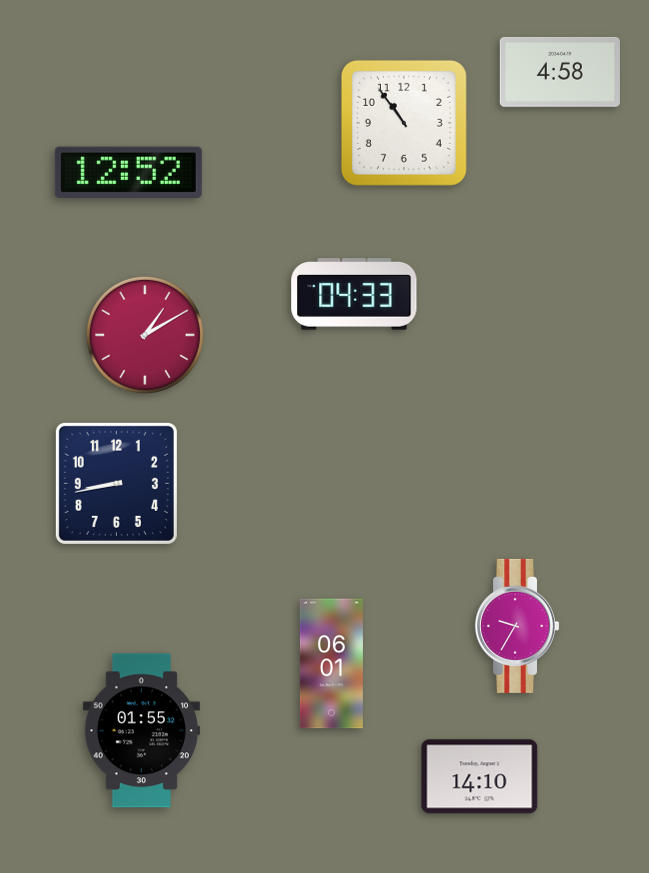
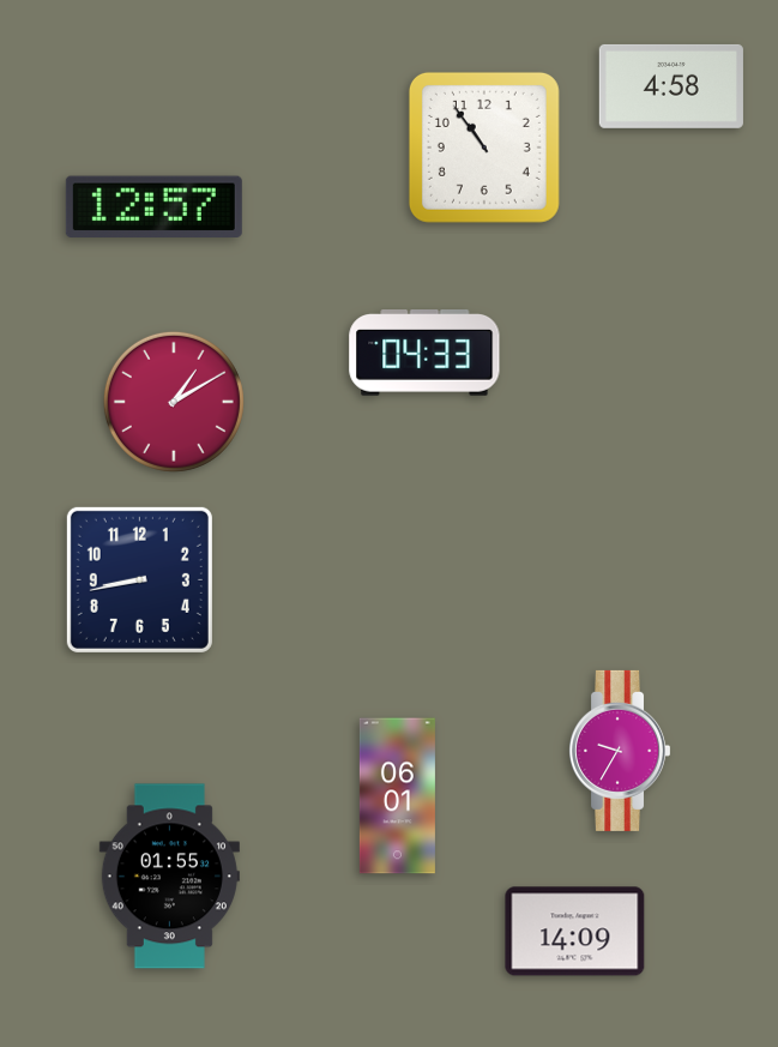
clock at (128, 173): 12:52 -> 12:57
clock at (480, 777): 14:10 -> 14:09
